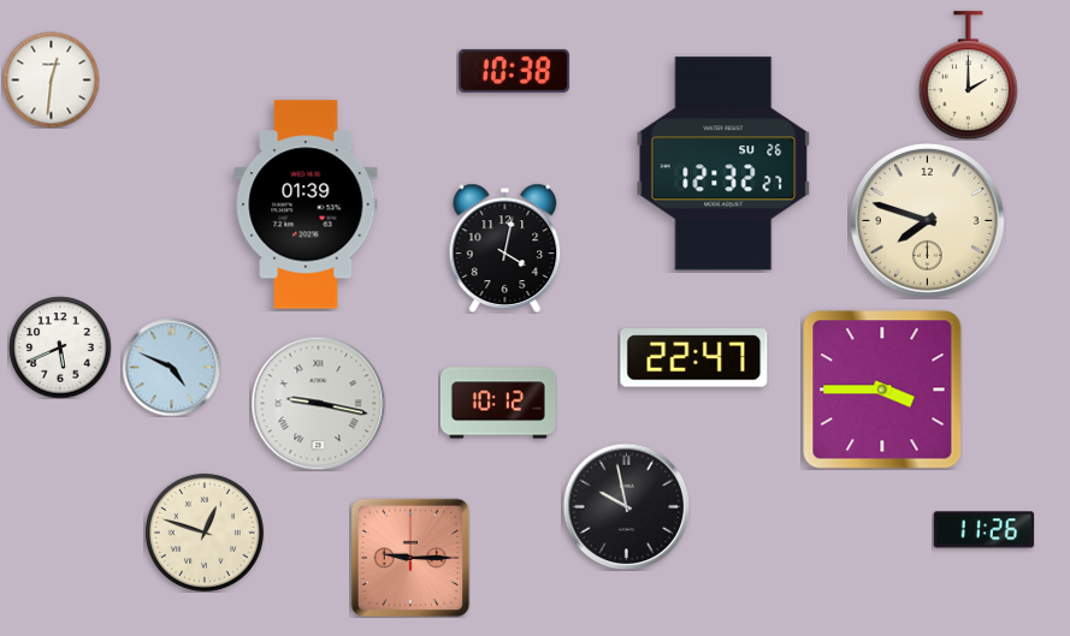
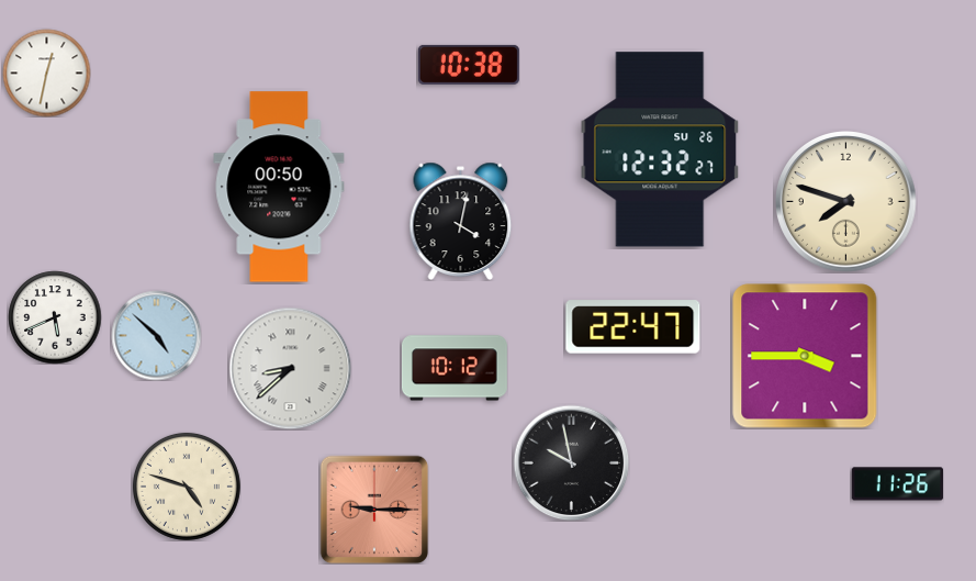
clock at (968, 76): 2:00 -> none
clock at (51, 79): 12:31 -> 12:32
clock at (306, 204): 01:39 -> 00:50
clock at (506, 248) position: (506, 248) -> (461, 221)
clock at (171, 367): 4:49 -> 4:52
clock at (318, 403): 9:17 -> 8:38
clock at (205, 533): 12:48 -> 4:48
